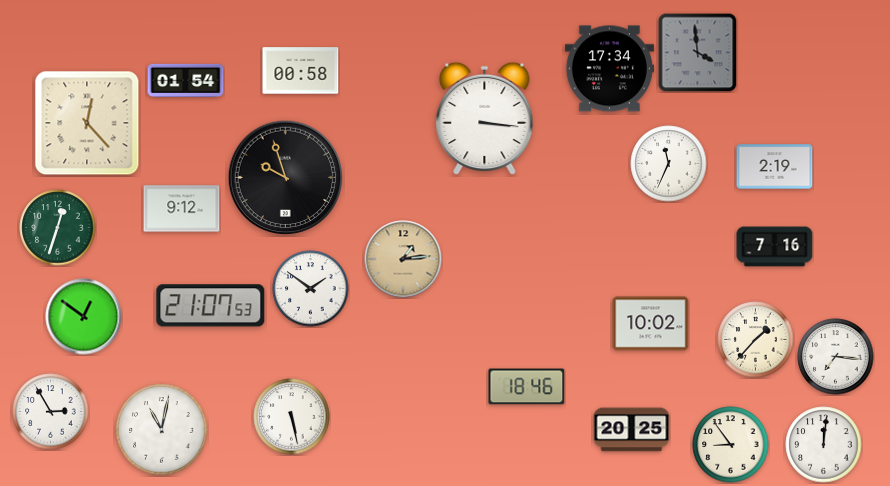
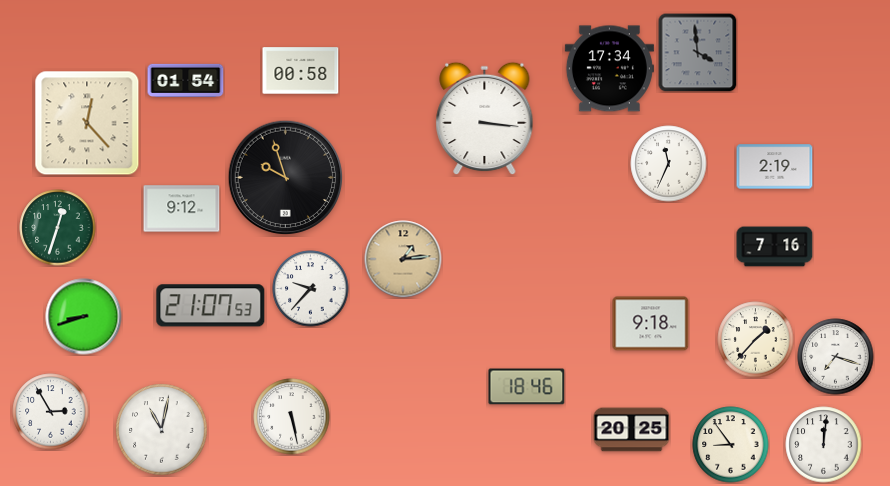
clock at (311, 289): 1:51 -> 9:37
clock at (84, 317): 12:51 -> 8:42
clock at (651, 324): 10:02 -> 9:18
clock at (836, 357): 7:16 -> 7:18
